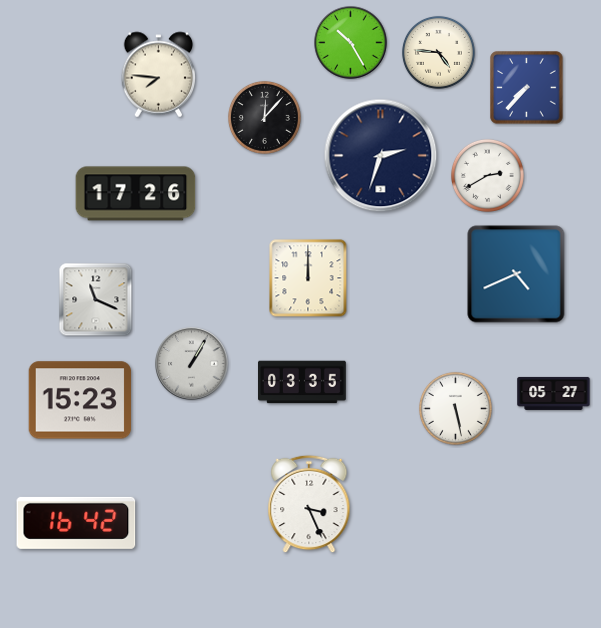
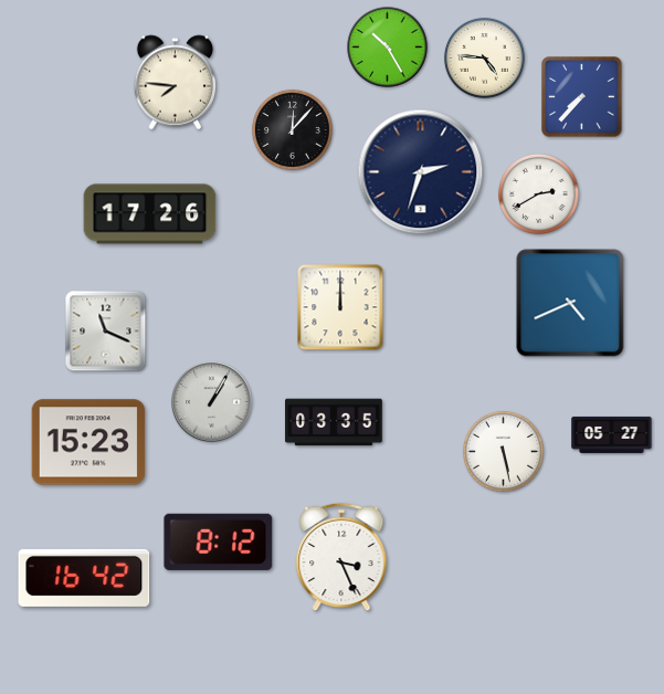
clock at (219, 541): none -> 8:12
